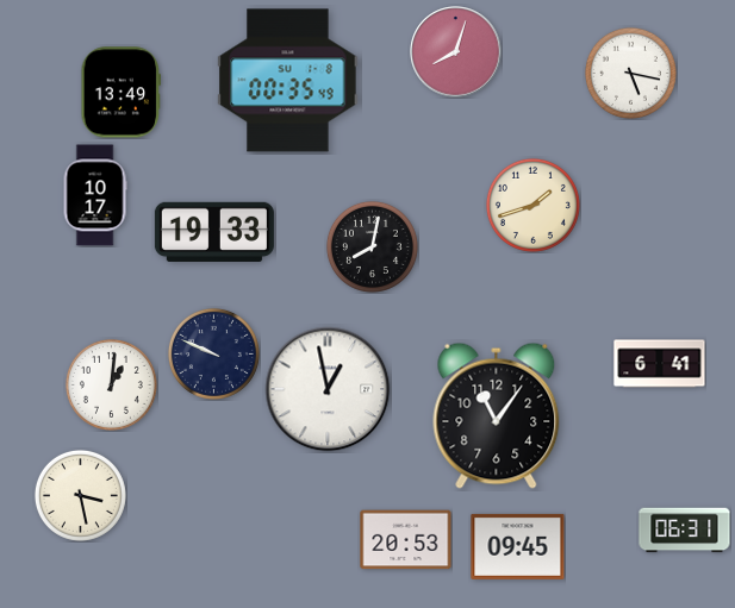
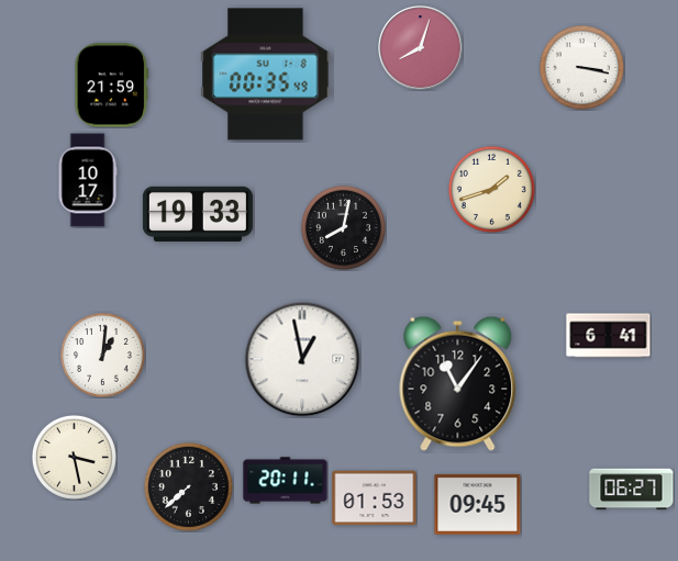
clock at (630, 73): 5:17 -> 3:17
clock at (122, 93): 13:49 -> 21:59
clock at (213, 353): 9:49 -> none
clock at (286, 481): none -> 20:11
clock at (188, 486): none -> 7:38
clock at (685, 531): 06:31 -> 06:27
clock at (406, 540): 20:53 -> 01:53
